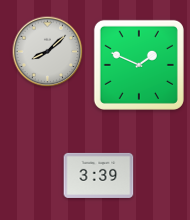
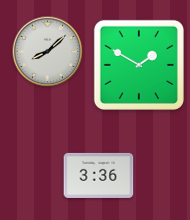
clock at (139, 65): 1:49 -> 1:50
clock at (99, 175): 3:39 -> 3:36
